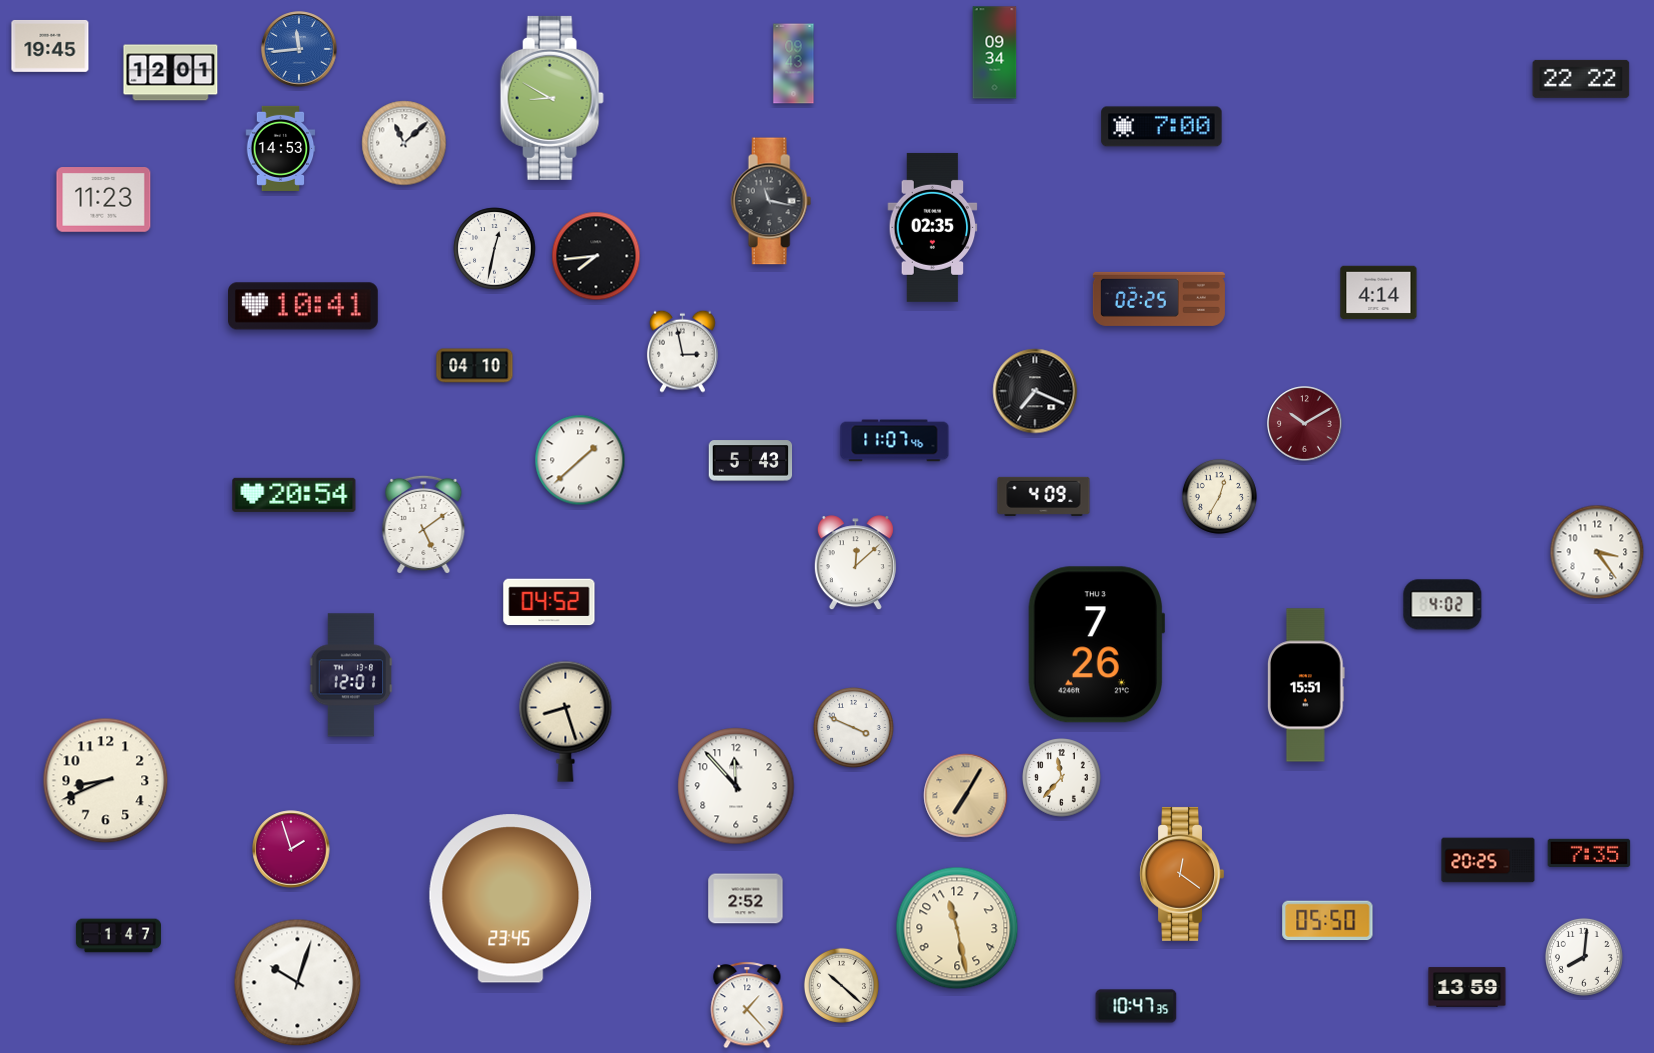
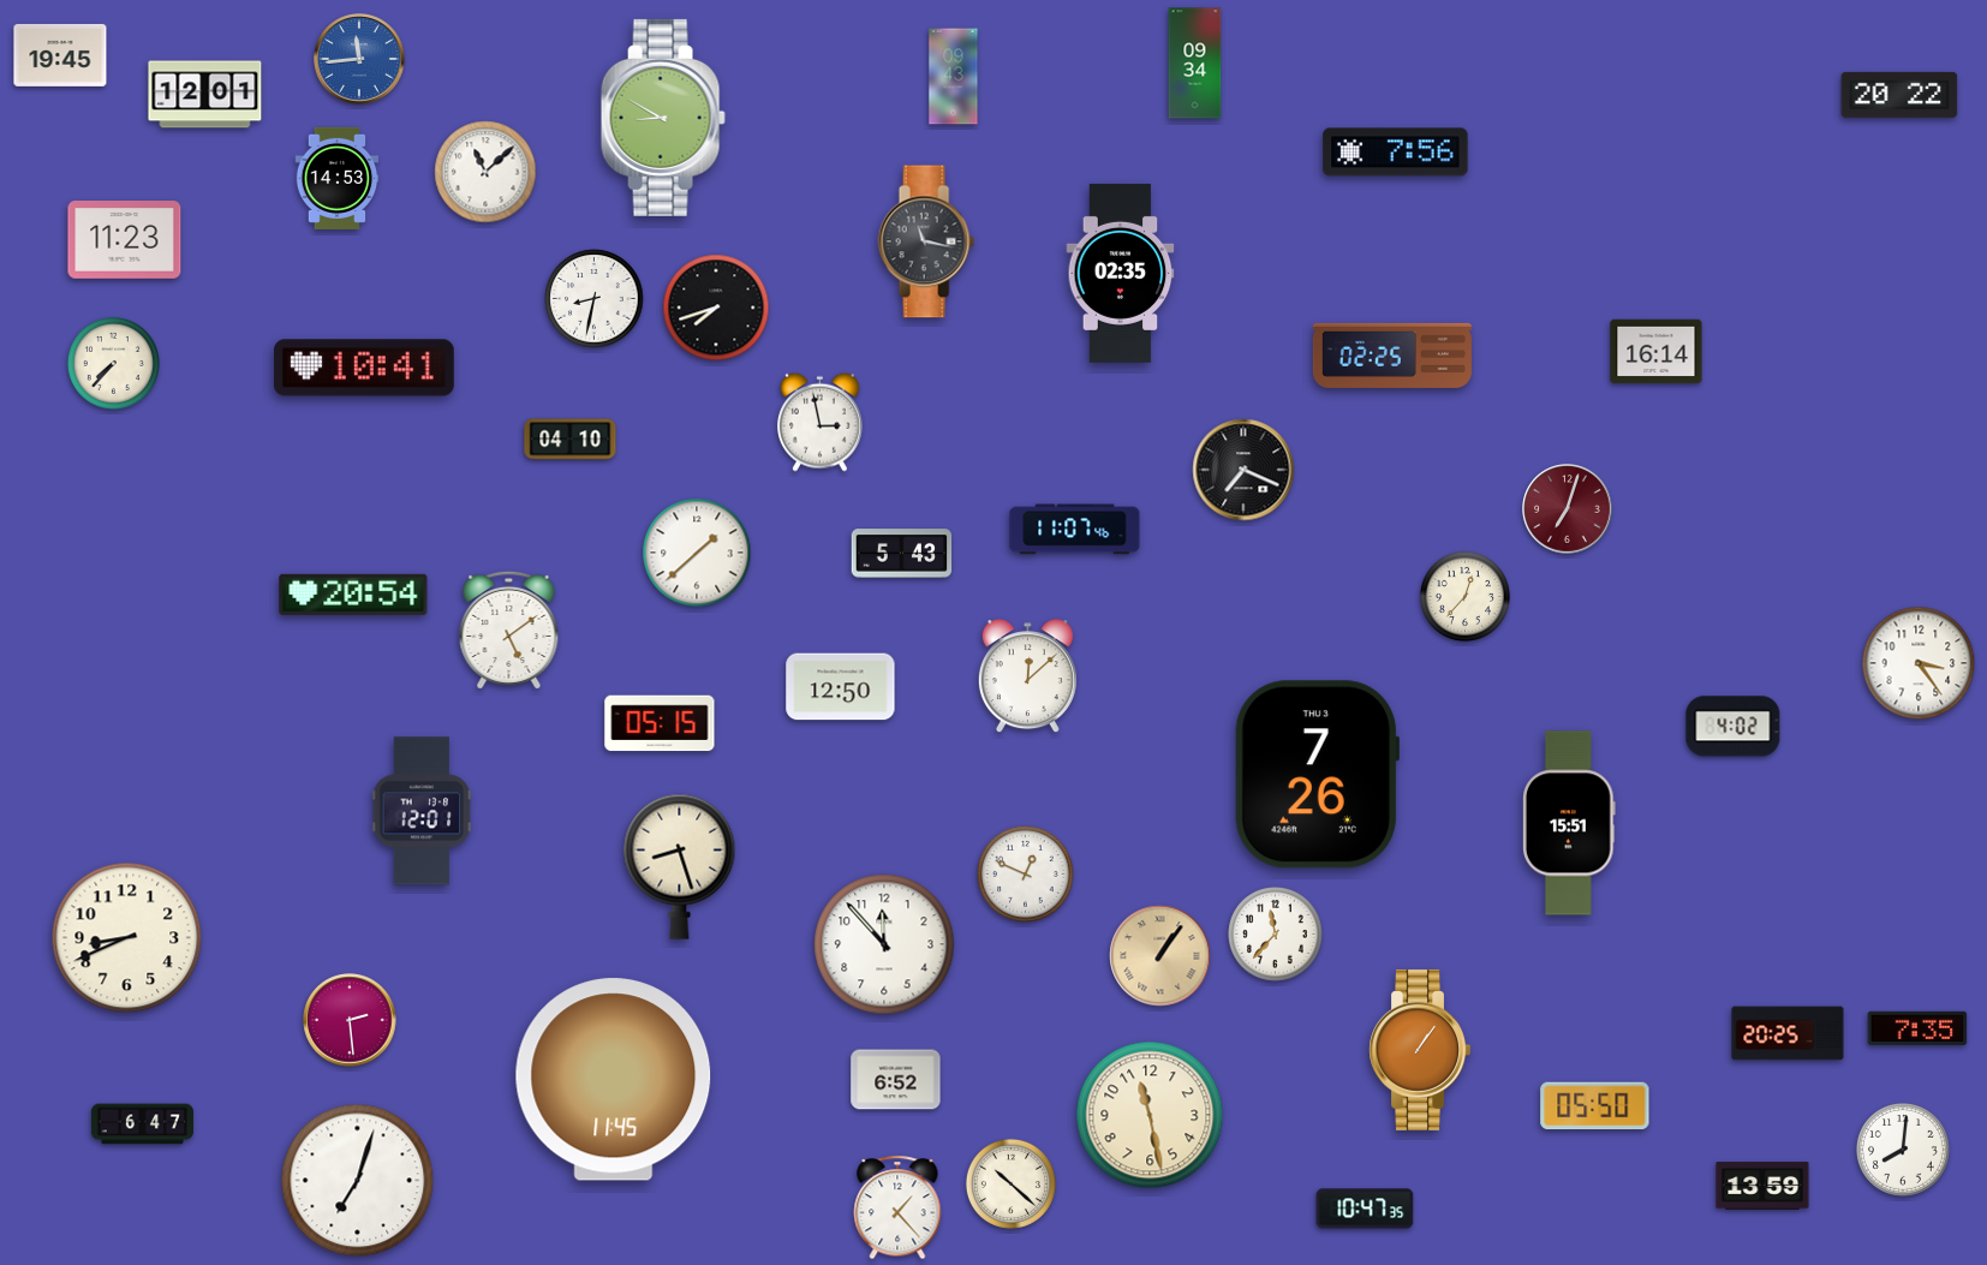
clock at (171, 73) position: (171, 73) -> (205, 95)
clock at (1581, 79): 22:22 -> 20:22
clock at (1162, 127): 7:00 -> 7:56
clock at (495, 249): 12:32 -> 8:32
clock at (596, 256): 7:44 -> 7:42
clock at (1379, 293): 4:14 -> 16:14
clock at (1159, 299) position: (1159, 299) -> (1392, 356)
clock at (113, 363): none -> 7:37
clock at (1305, 424): 10:10 -> 7:03
clock at (1044, 496): 4:09 -> none
clock at (1219, 496): 12:35 -> 12:37
clock at (841, 687): none -> 12:50
clock at (549, 602): 04:52 -> 05:15
clock at (854, 728): 3:49 -> 12:49
clock at (966, 796): 7:05 -> 1:06
clock at (291, 849): 1:57 -> 2:29
clock at (1589, 852) position: (1589, 852) -> (1917, 1027)
clock at (1182, 874): 12:21 -> 1:06
clock at (511, 899): 23:45 -> 11:45
clock at (746, 899): 2:52 -> 6:52
clock at (118, 936): 1:47 -> 6:47
clock at (298, 983): 10:03 -> 7:03
